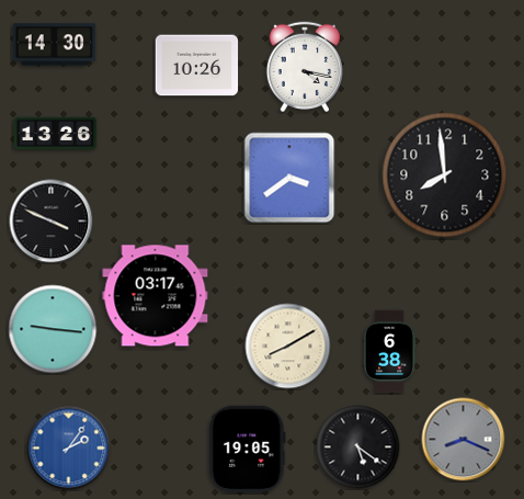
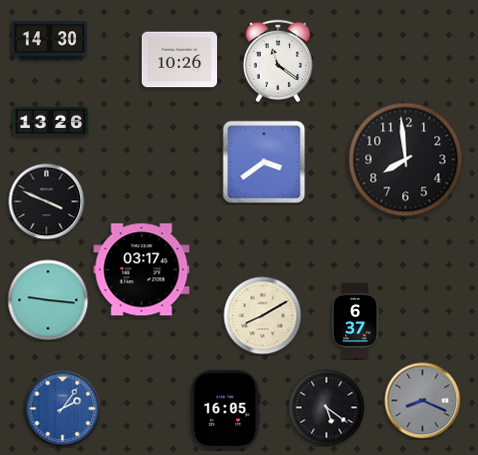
clock at (304, 67): 4:17 -> 11:21
clock at (389, 352): 6:38 -> 6:37
clock at (248, 449): 19:05 -> 16:05
